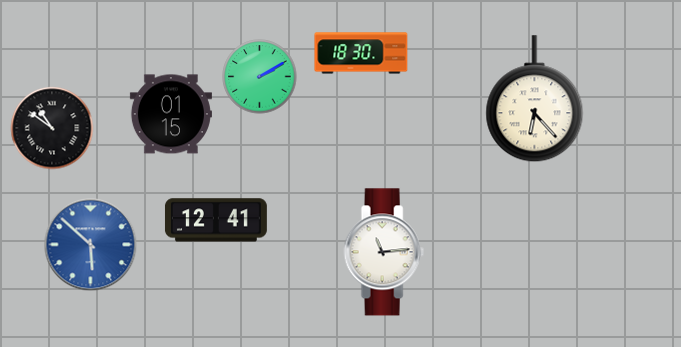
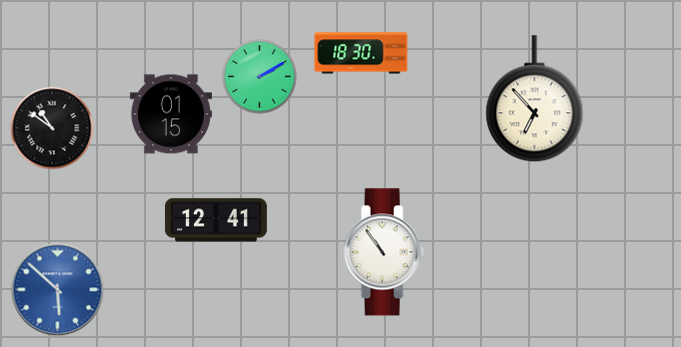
clock at (535, 99): 6:23 -> 6:53
clock at (91, 245) position: (91, 245) -> (58, 290)
clock at (384, 252): 11:14 -> 10:54
